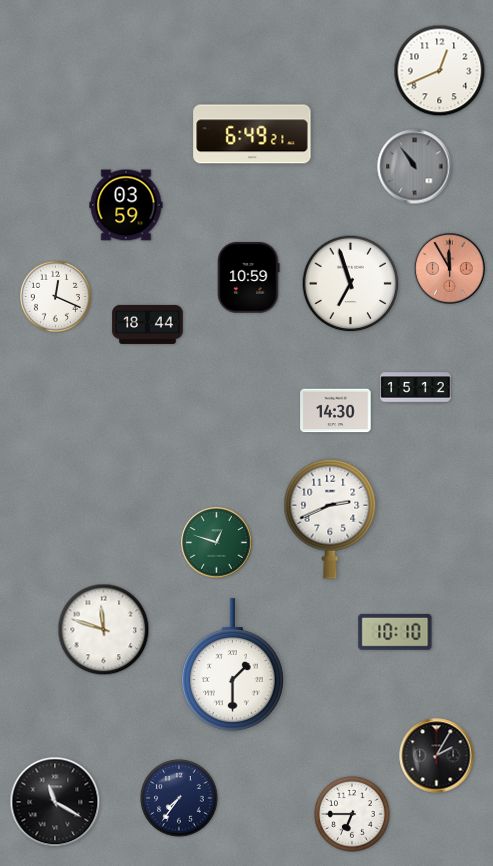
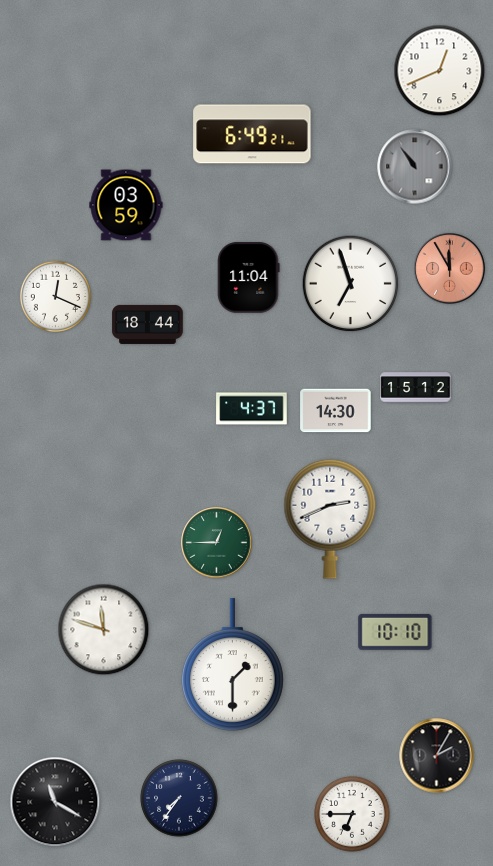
clock at (249, 278): 10:59 -> 11:04
clock at (252, 409): none -> 4:37
clock at (217, 543): 12:48 -> 12:45
